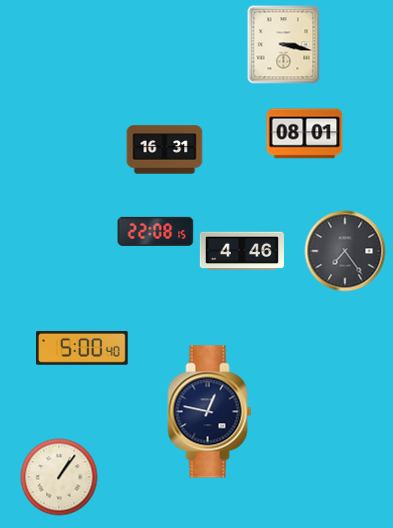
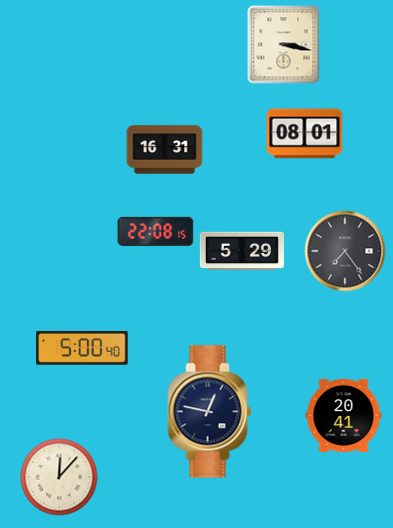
clock at (242, 251): 4:46 -> 5:29
clock at (344, 415): none -> 20:41
clock at (59, 477): 1:06 -> 12:07
